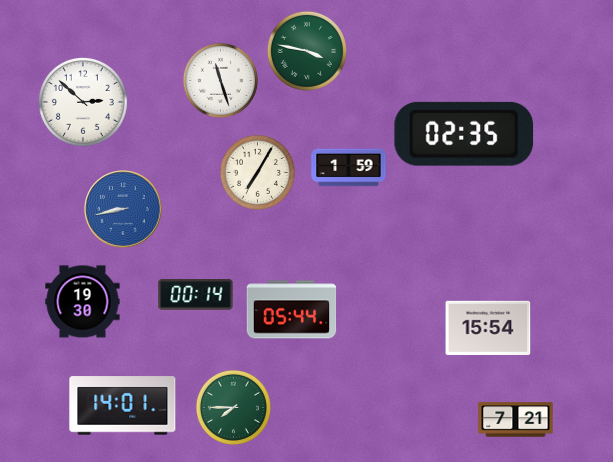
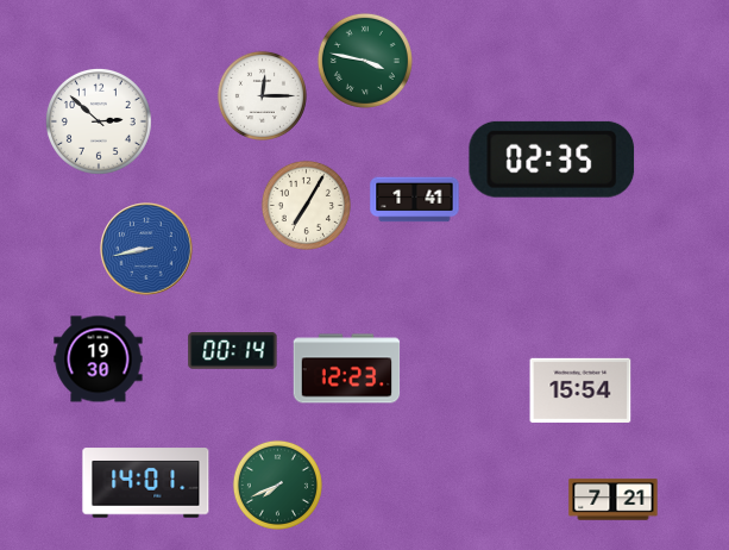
clock at (220, 80): 11:27 -> 12:15
clock at (349, 168): 1:59 -> 1:41
clock at (292, 310): 05:44 -> 12:23
clock at (233, 407): 7:45 -> 7:41
